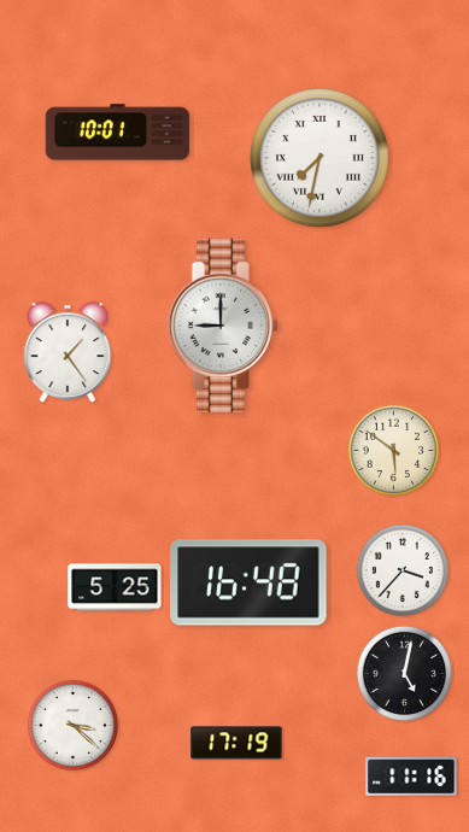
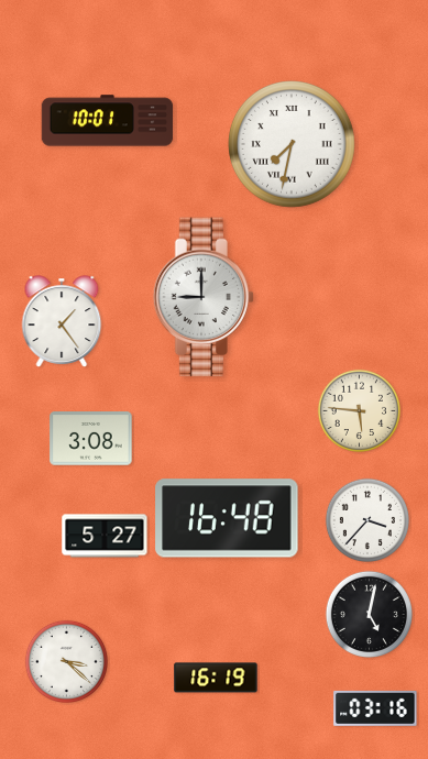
clock at (394, 451): 5:51 -> 5:46
clock at (91, 439): none -> 3:08
clock at (248, 582) position: (248, 582) -> (227, 518)
clock at (115, 587): 5:25 -> 5:27
clock at (236, 743): 17:19 -> 16:19
clock at (411, 777): 11:16 -> 03:16
